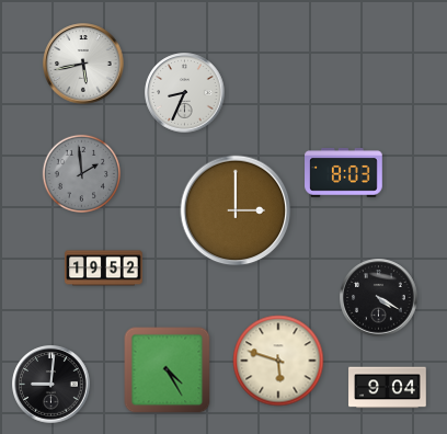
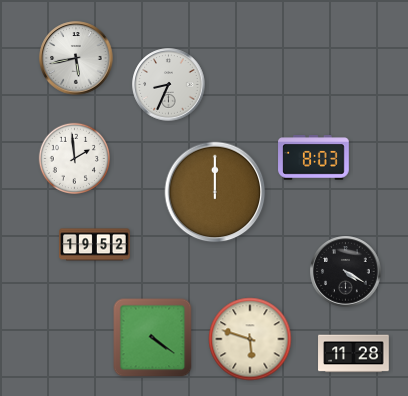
clock at (81, 173) dial: grey -> white
clock at (236, 210): 3:00 -> 12:00
clock at (278, 361) position: (278, 361) -> (250, 339)
clock at (168, 370): 4:25 -> 4:21
clock at (51, 385): 9:01 -> none
clock at (388, 388): 9:04 -> 11:28
